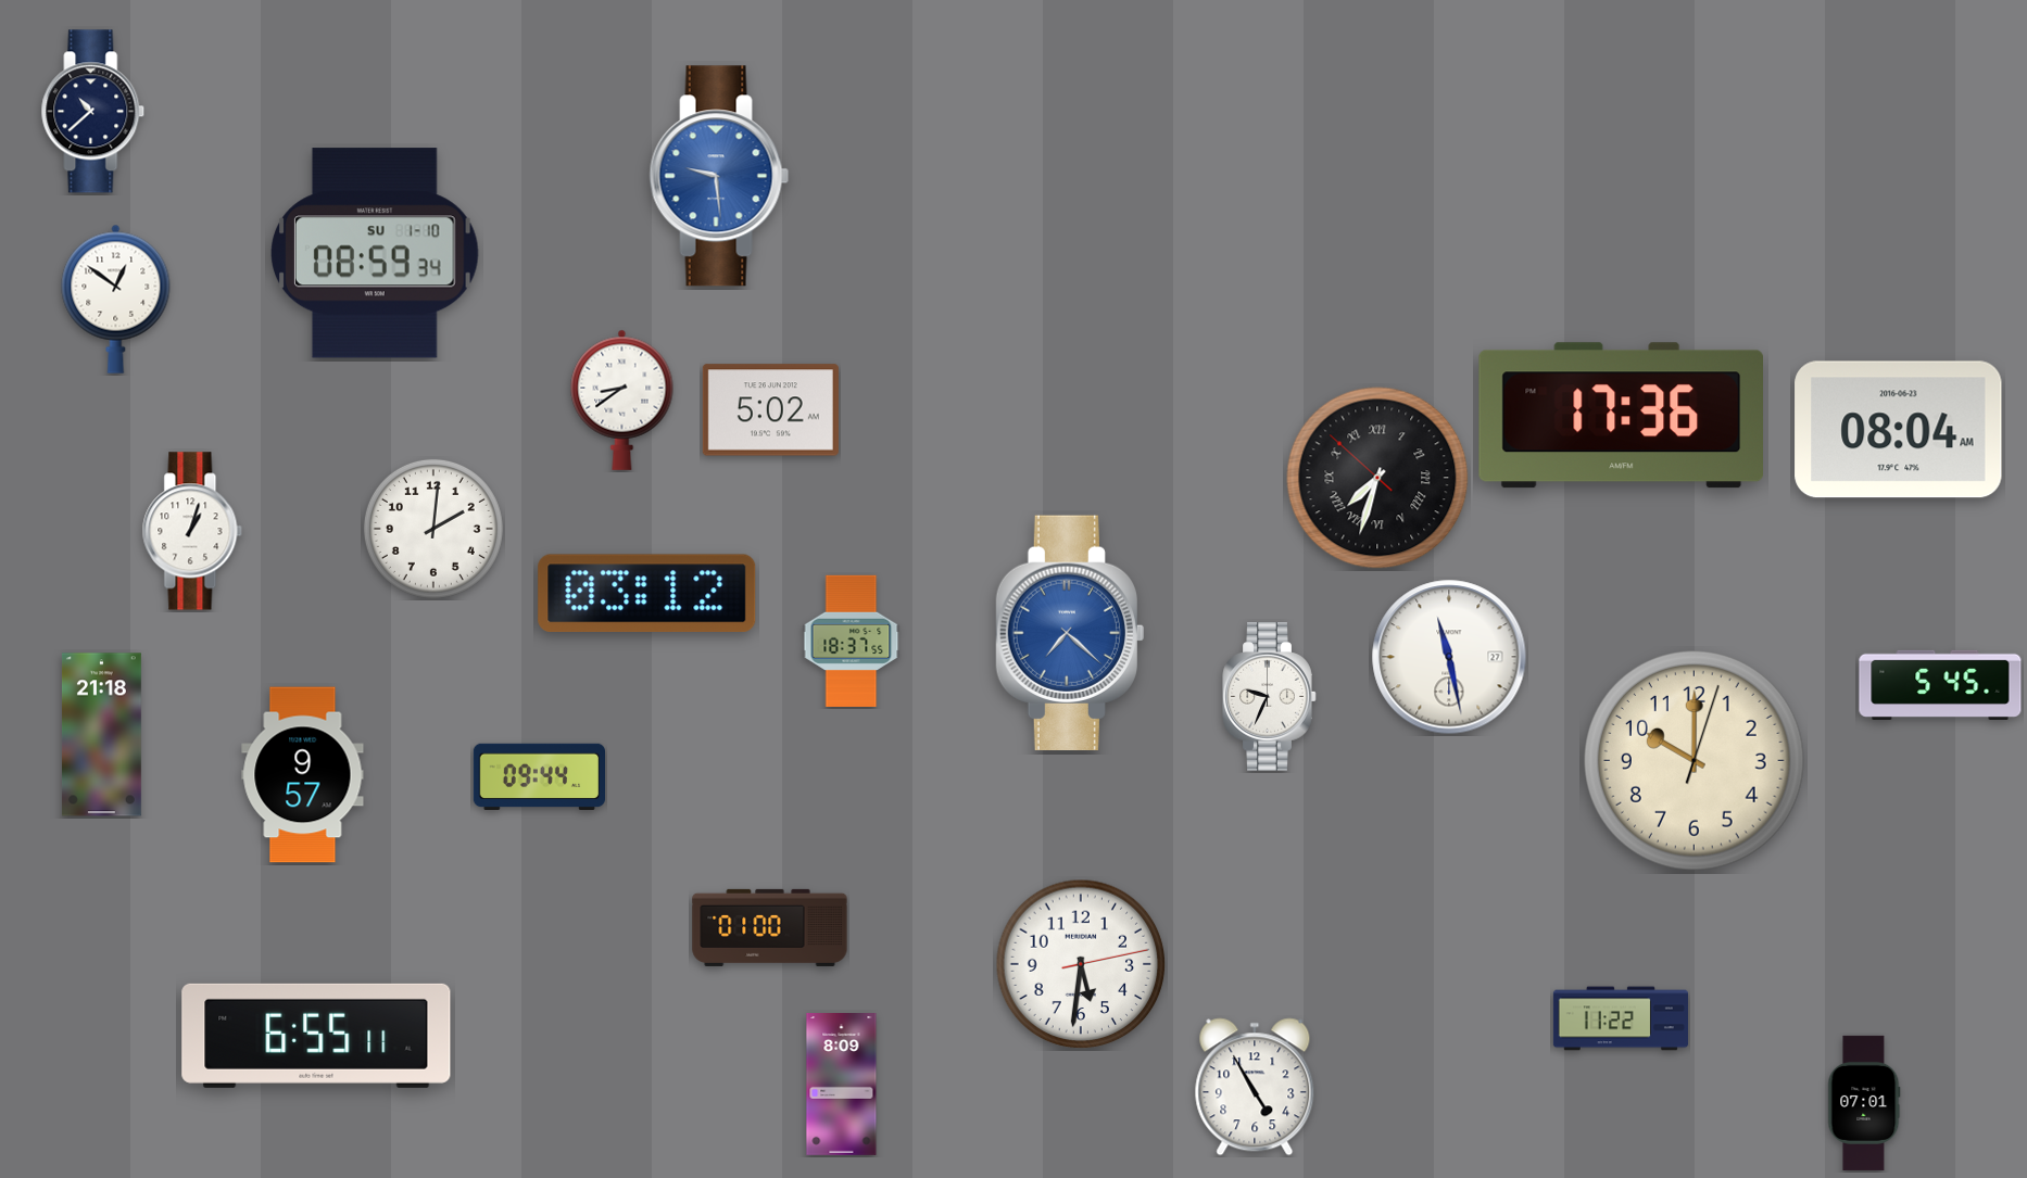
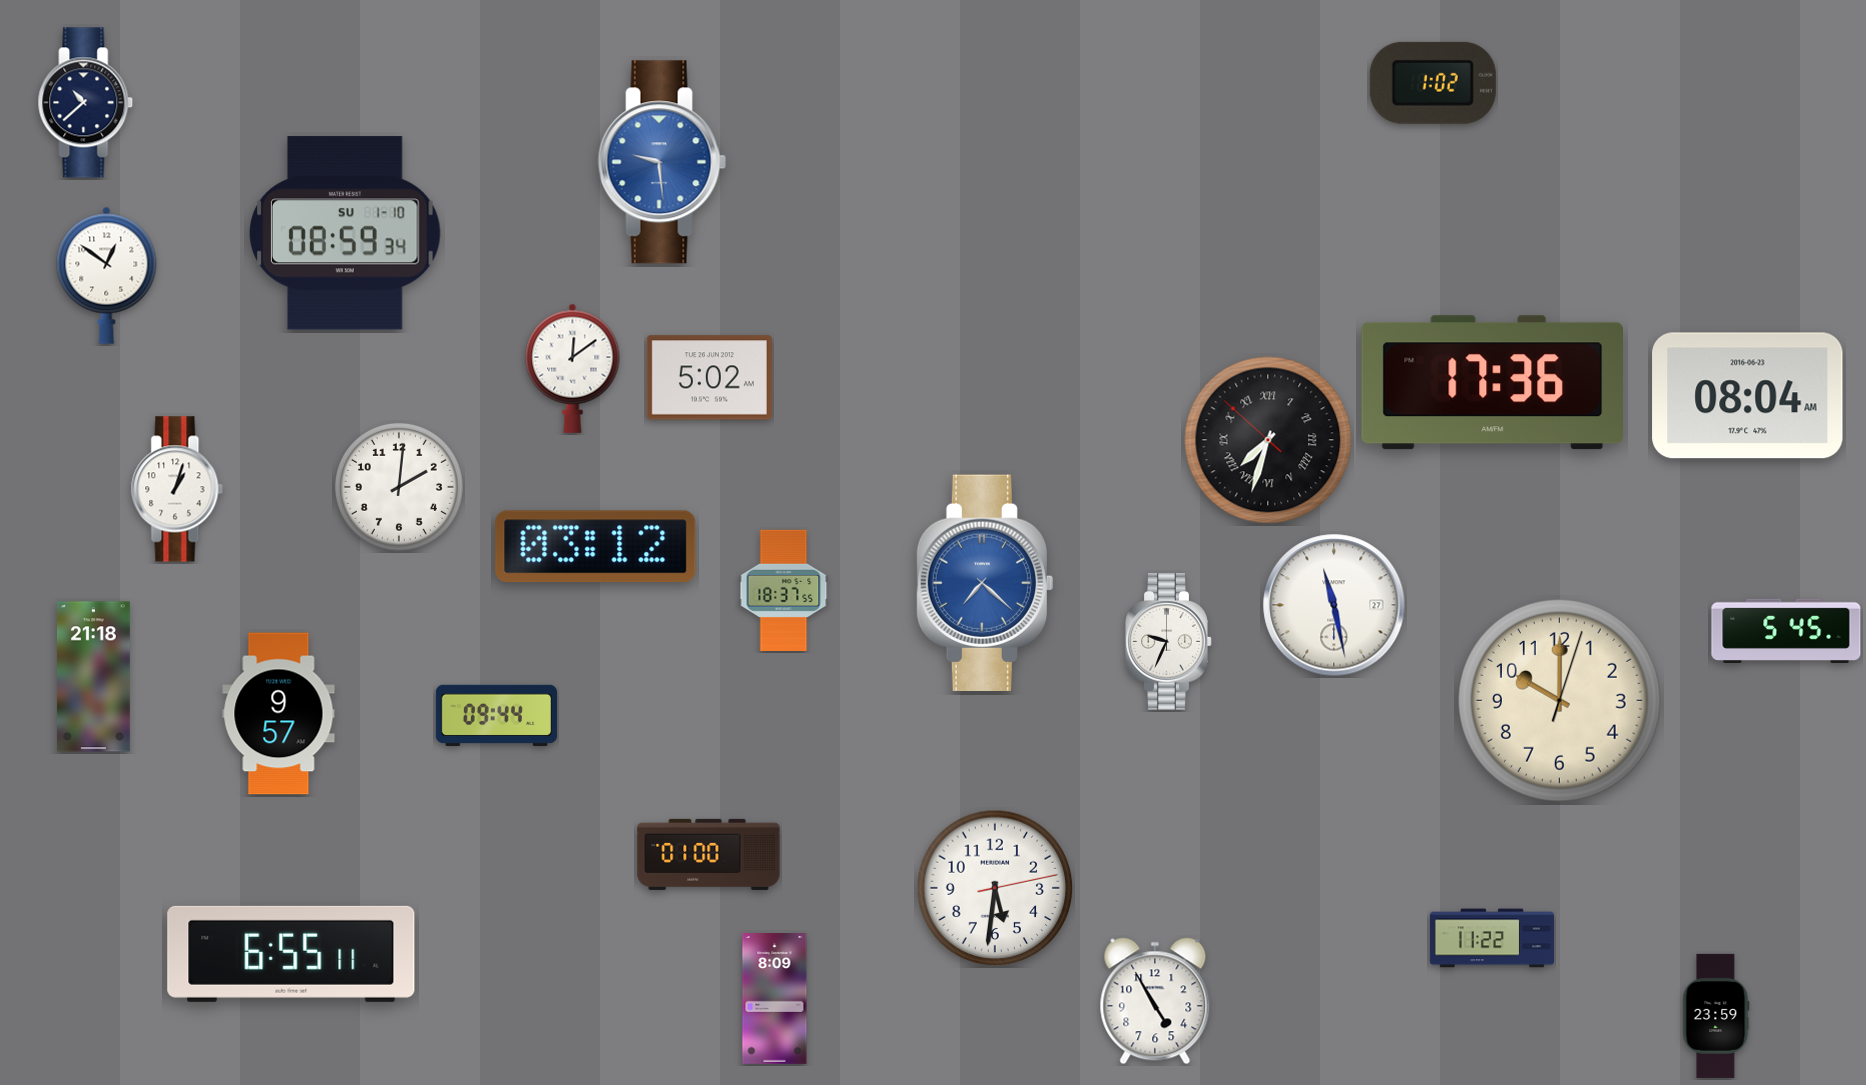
clock at (1433, 83): none -> 1:02
clock at (622, 400): 8:39 -> 12:09
clock at (1864, 1103): 07:01 -> 23:59
